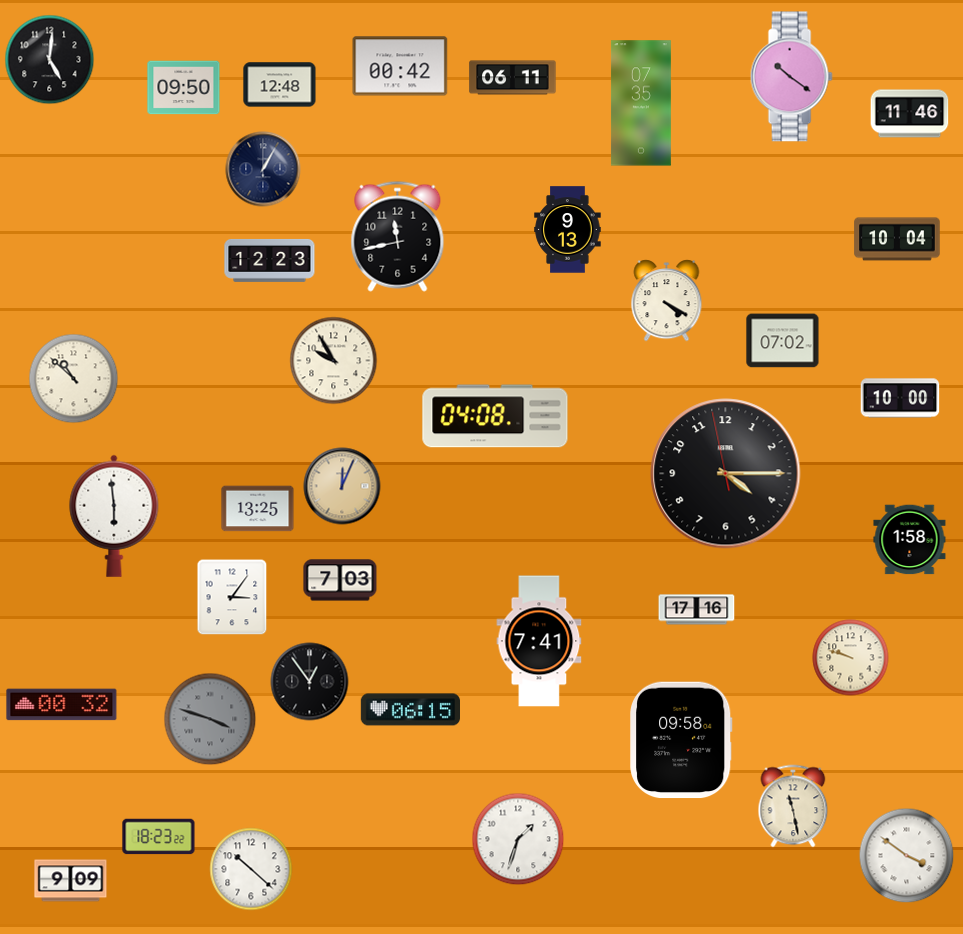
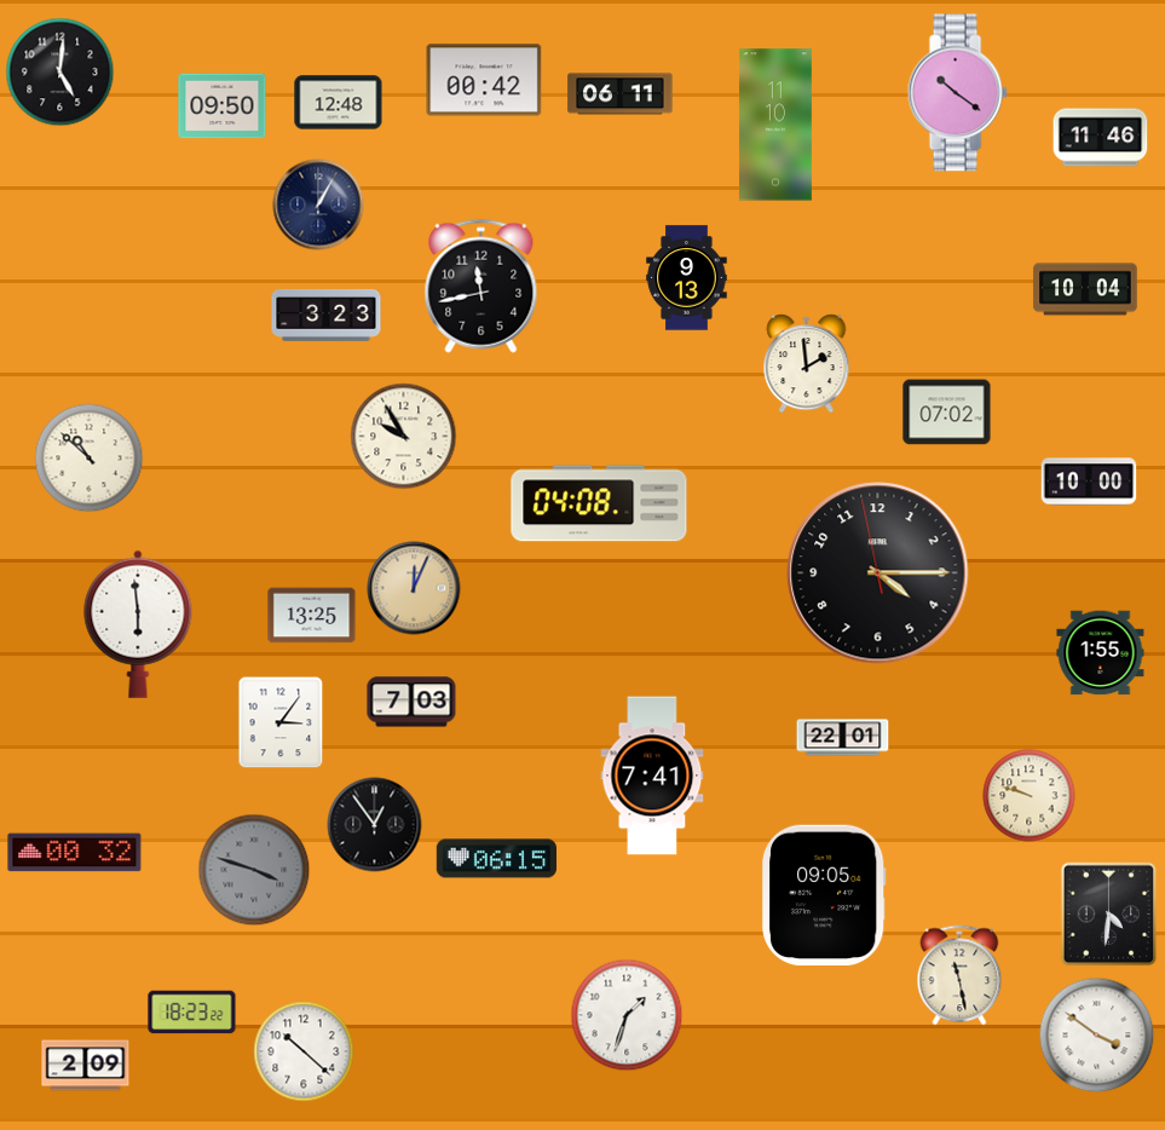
clock at (641, 103): 07:35 -> 11:10
clock at (270, 260): 12:23 -> 3:23
clock at (667, 301): 4:20 -> 1:59
clock at (910, 540): 1:58 -> 1:55
clock at (697, 610): 17:16 -> 22:01
clock at (681, 740): 09:58 -> 09:05
clock at (1109, 915): none -> 4:31
clock at (71, 881): 9:09 -> 2:09
